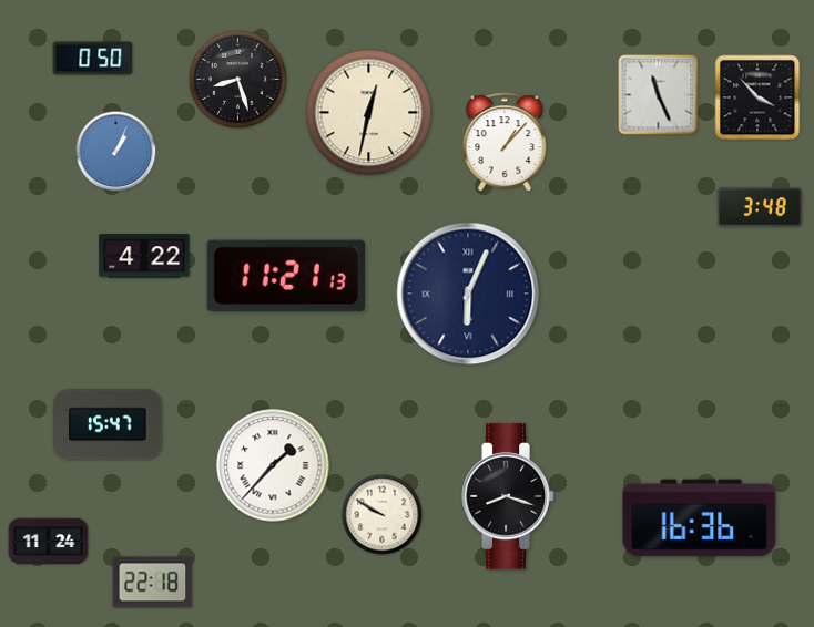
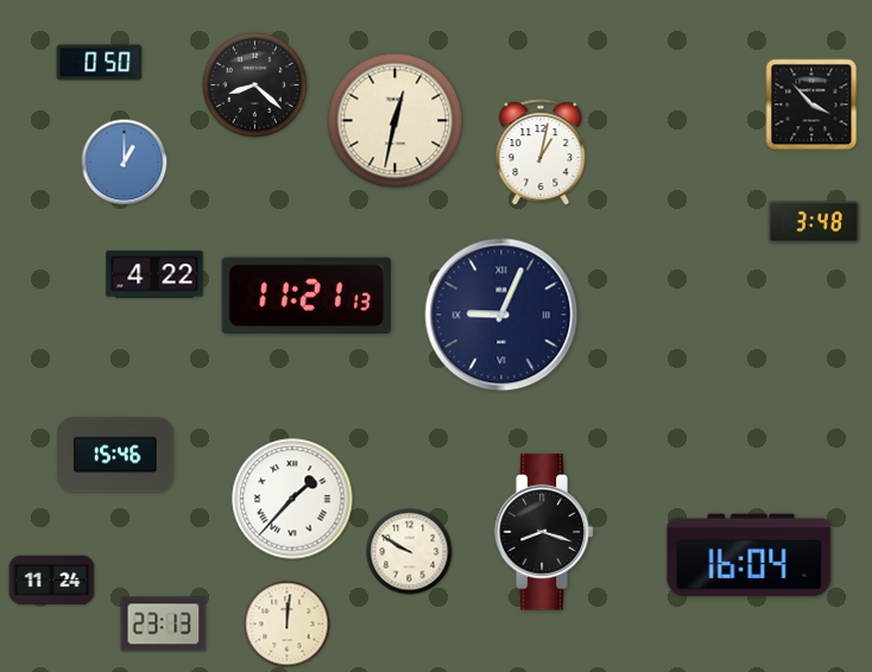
clock at (237, 79): 8:27 -> 8:22
clock at (659, 95): 11:26 -> none
clock at (505, 143): 1:07 -> 1:02
clock at (116, 152): 1:04 -> 1:00
clock at (468, 294): 6:04 -> 9:04
clock at (108, 424): 15:47 -> 15:46
clock at (700, 518): 16:36 -> 16:04
clock at (153, 583): 22:18 -> 23:13
clock at (287, 625): none -> 12:01
